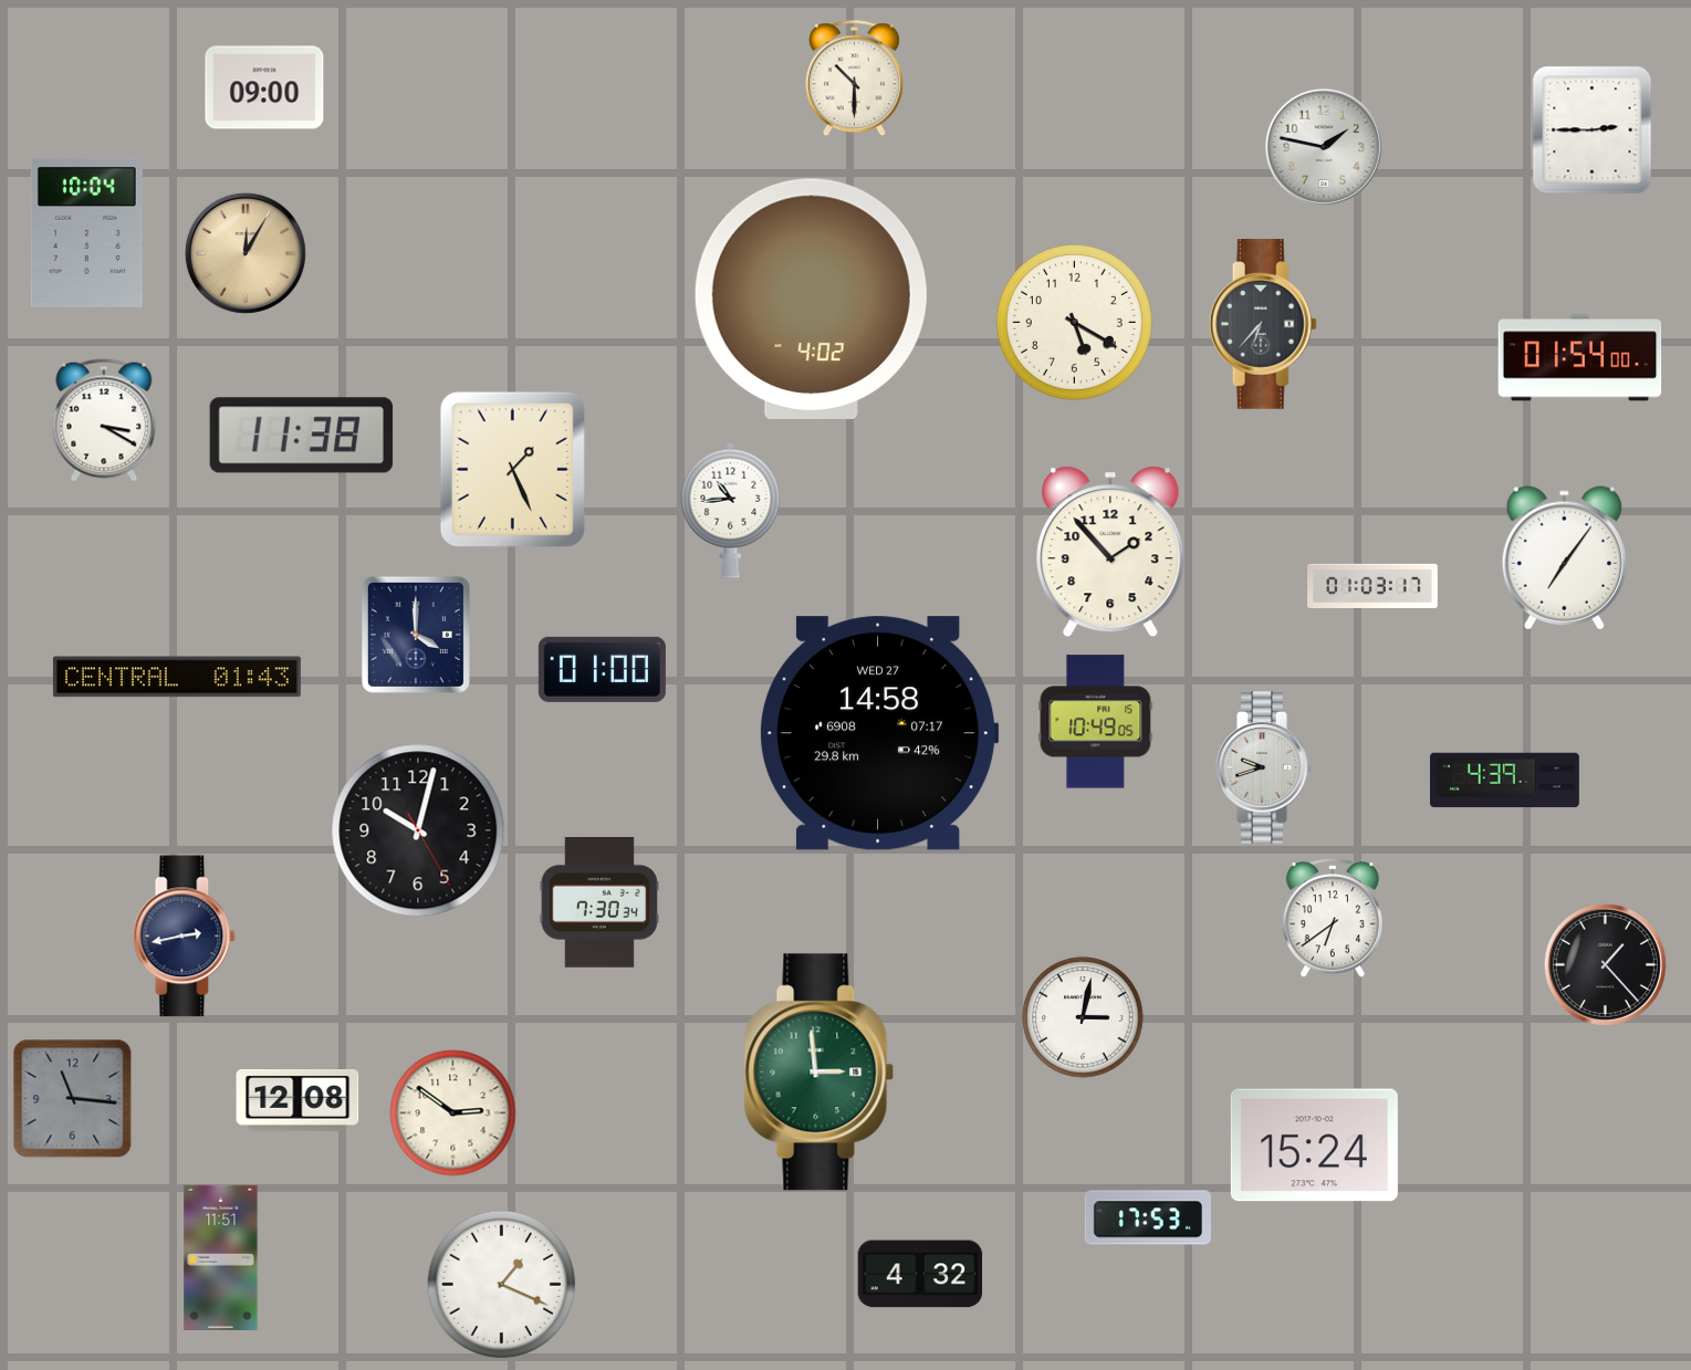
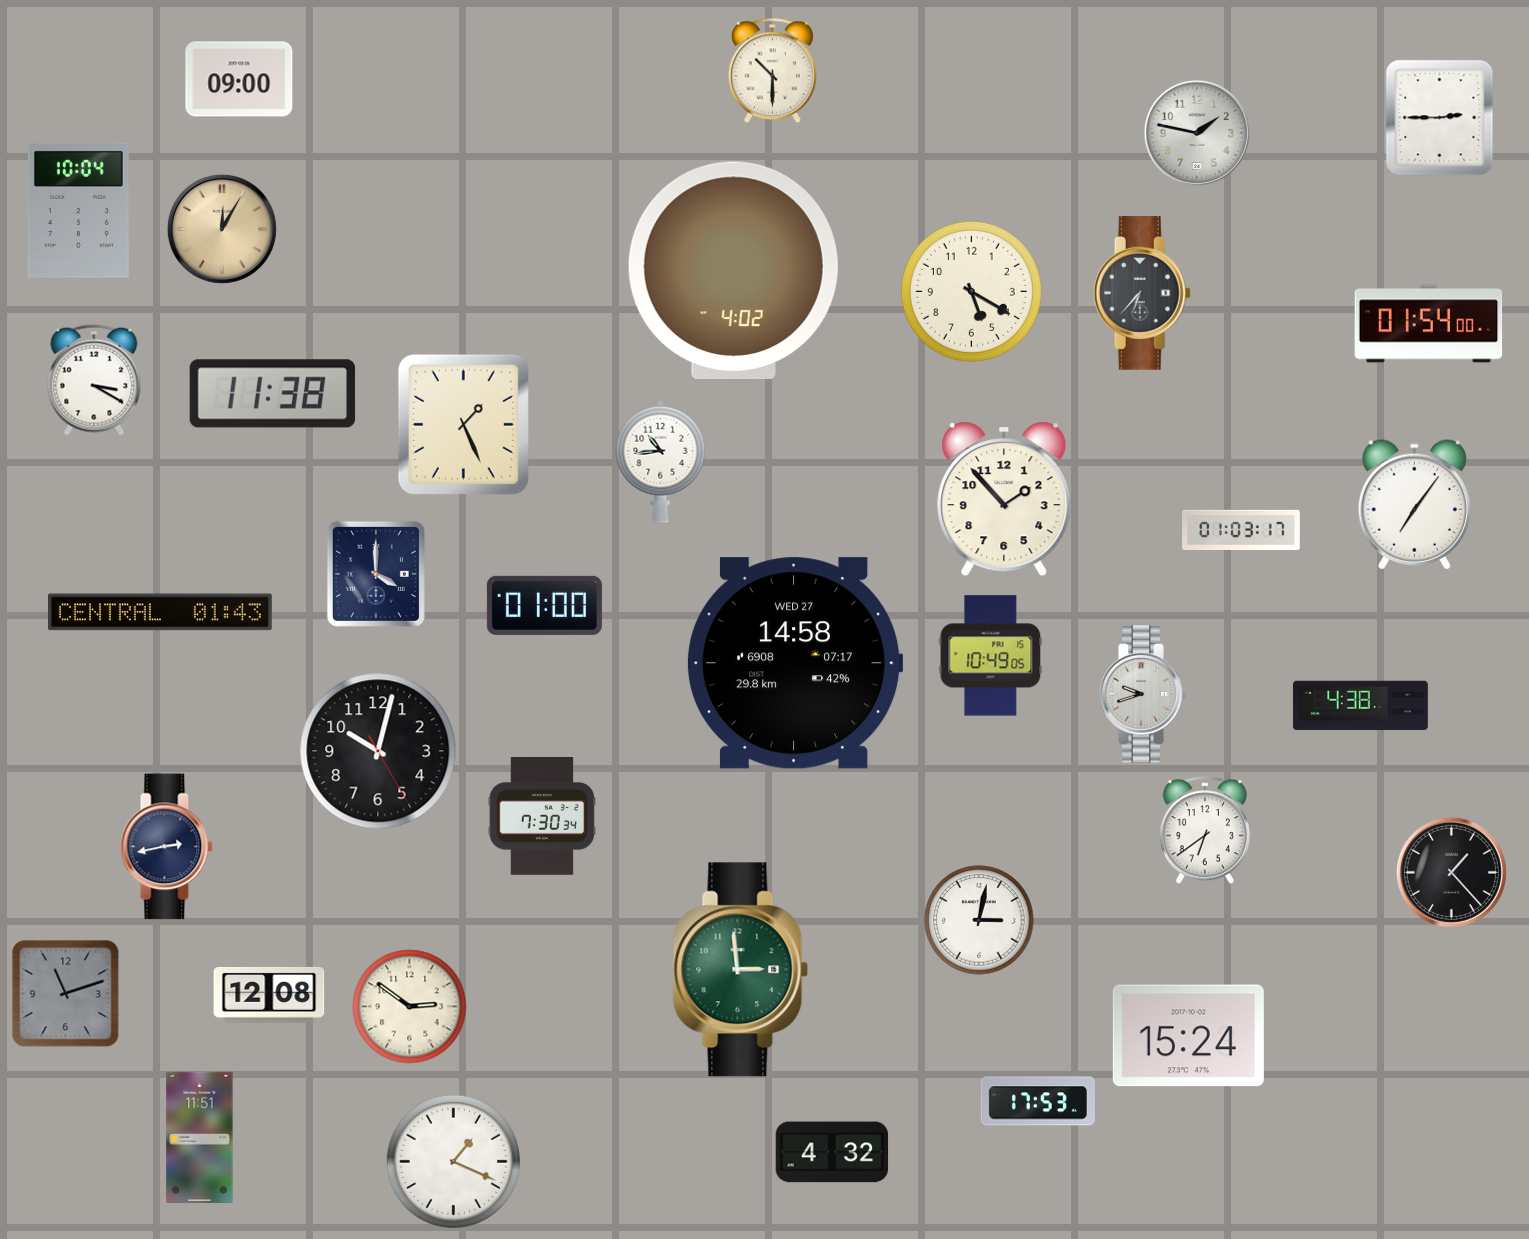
clock at (1096, 722) position: (1096, 722) -> (991, 656)
clock at (1504, 781): 4:39 -> 4:38
clock at (73, 1099): 11:16 -> 11:12
